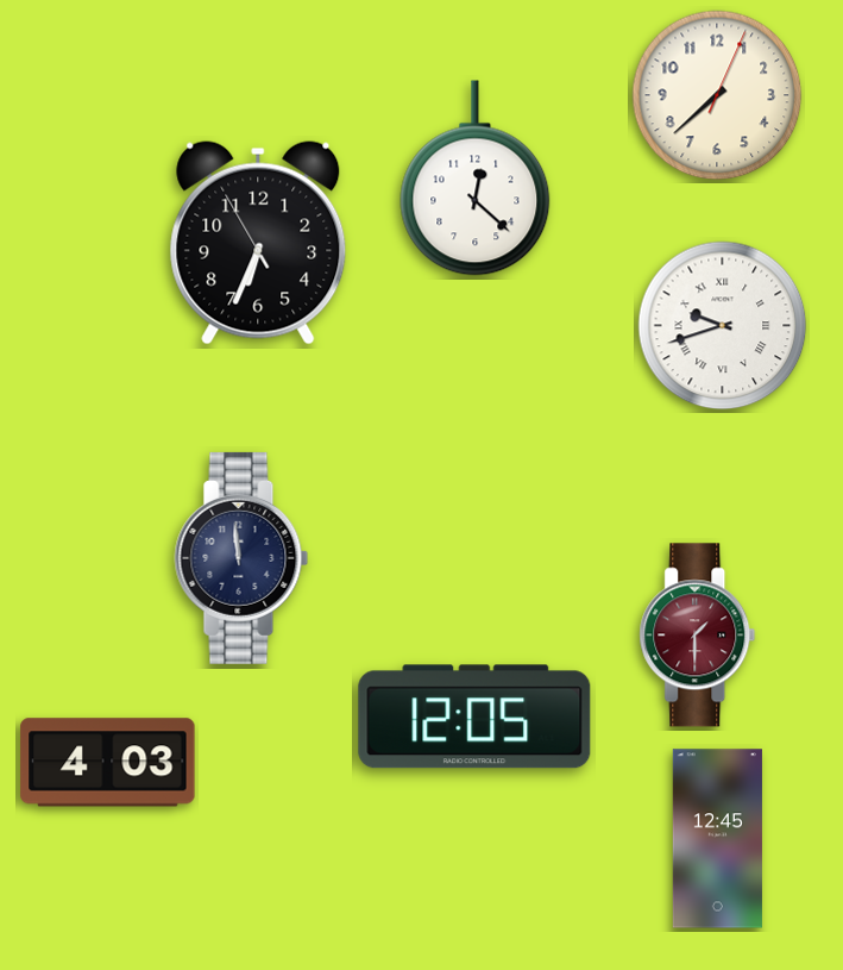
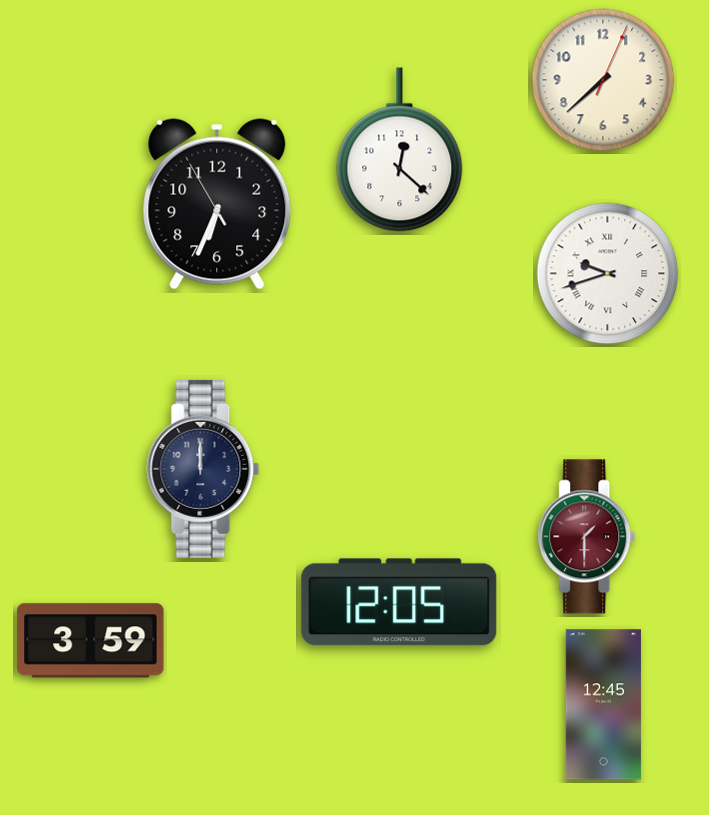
clock at (241, 558): 11:59 -> 12:00
clock at (698, 636) position: (698, 636) -> (587, 537)
clock at (108, 763): 4:03 -> 3:59
